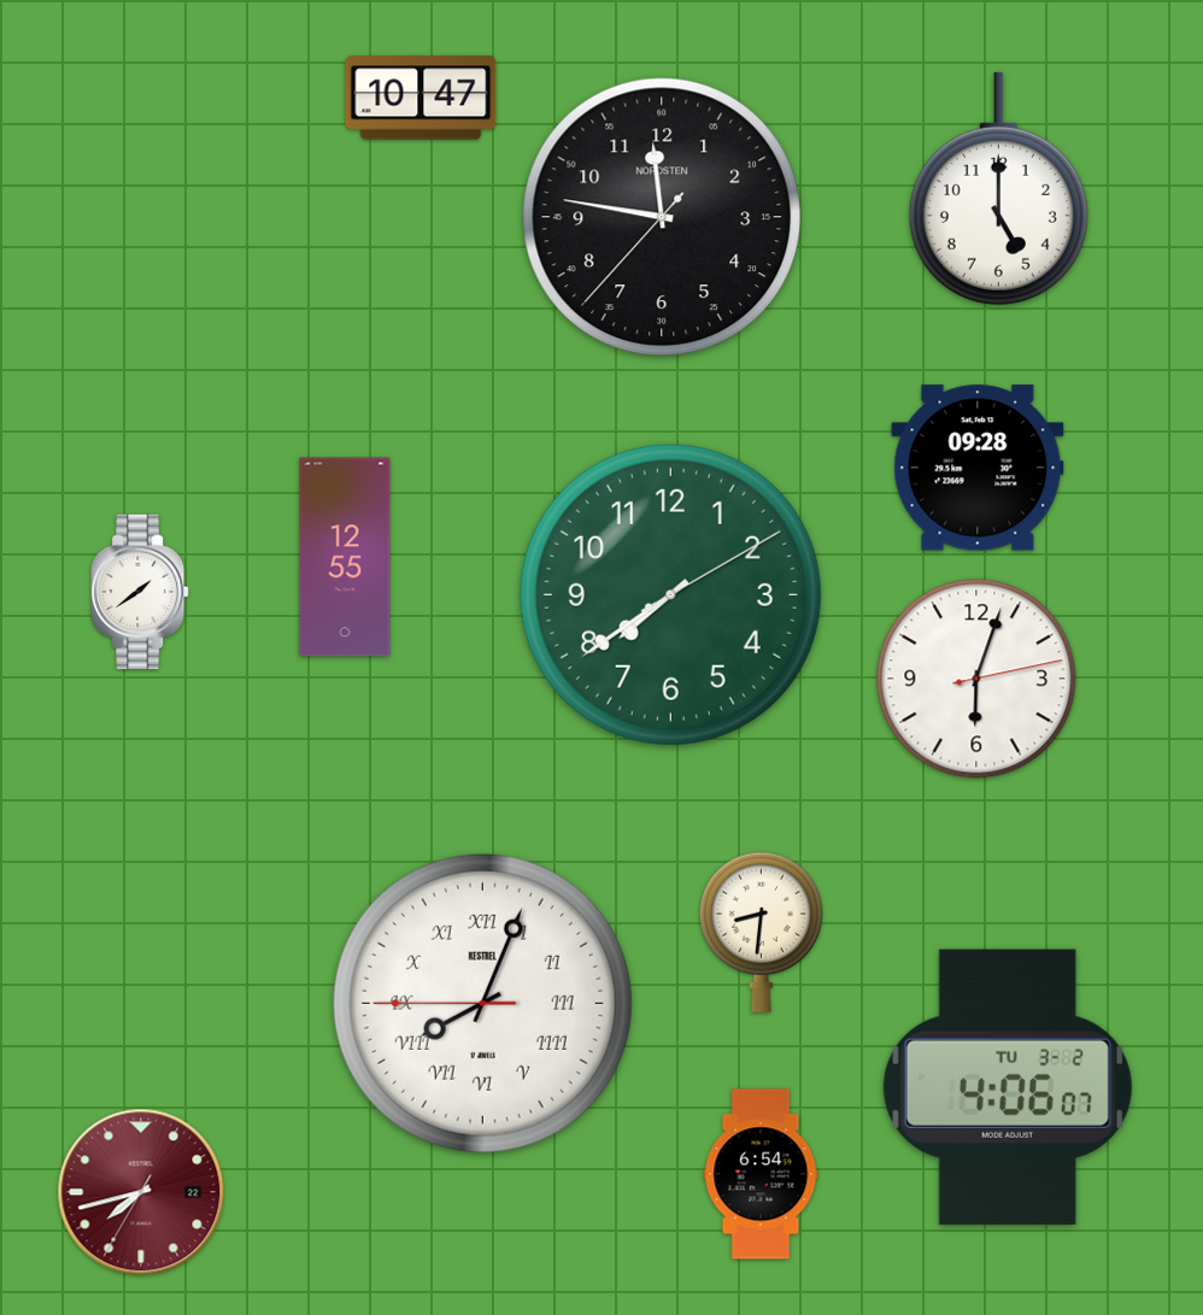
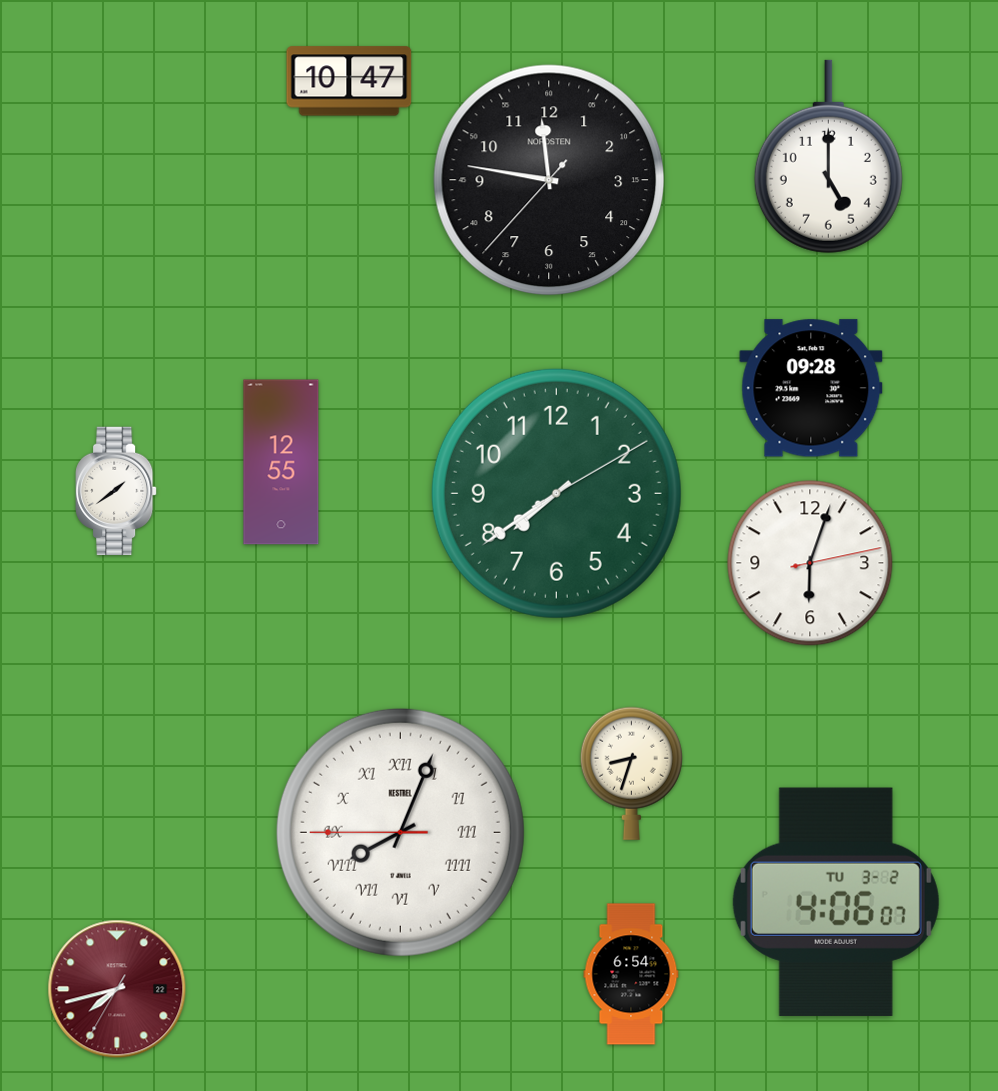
clock at (345, 557) position: (345, 557) -> (281, 462)
clock at (761, 932): 8:31 -> 8:33
